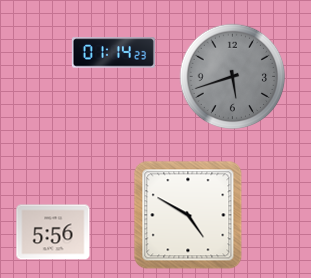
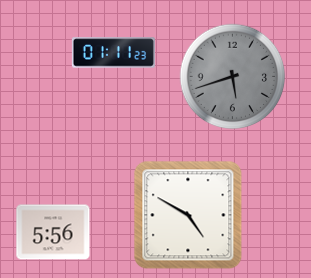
clock at (113, 53): 01:14 -> 01:11
